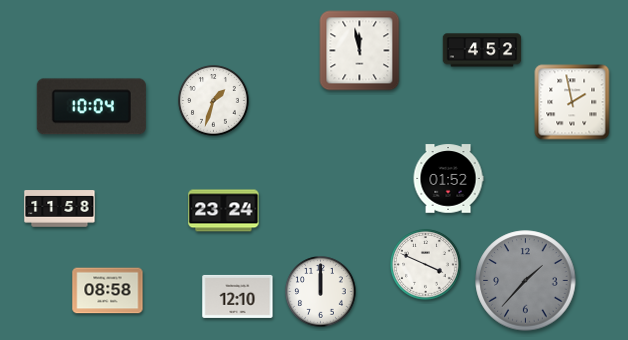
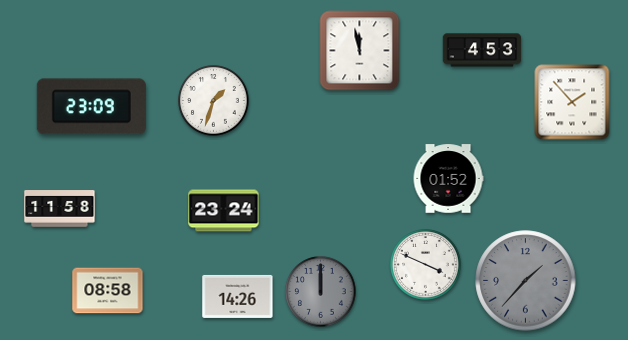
clock at (482, 50): 4:52 -> 4:53
clock at (572, 102): 1:58 -> 1:53
clock at (91, 107): 10:04 -> 23:09
clock at (321, 292) dial: white -> grey
clock at (238, 296): 12:10 -> 14:26
